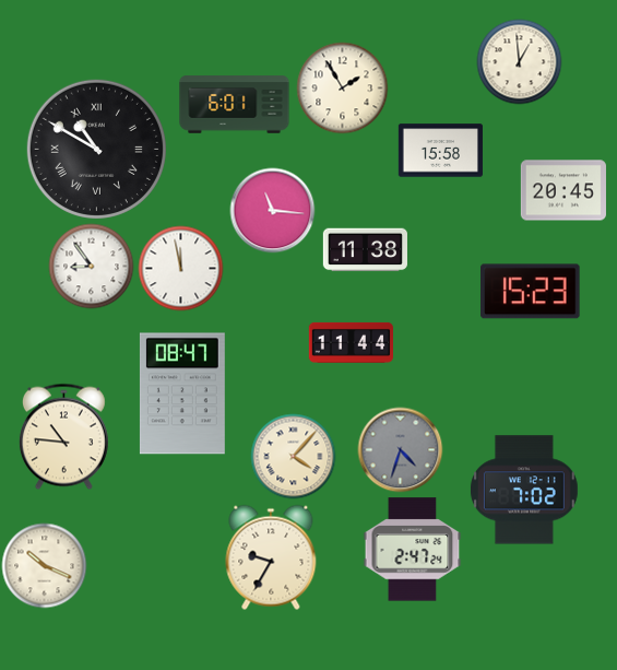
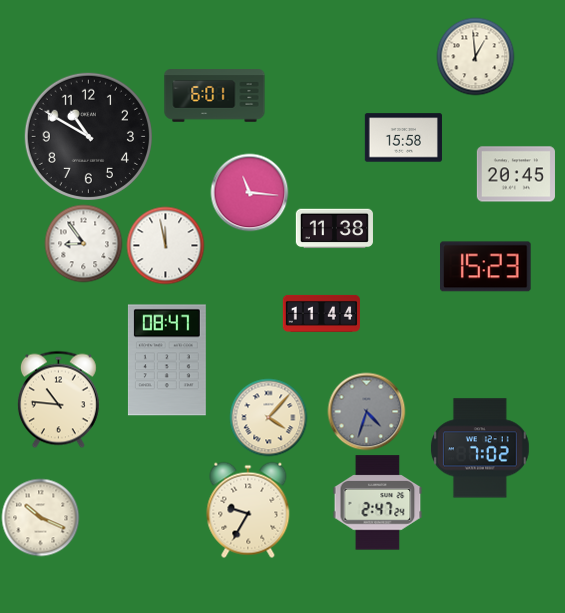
clock at (342, 87): 1:55 -> none
clock at (96, 149) numerals: Roman -> Arabic
